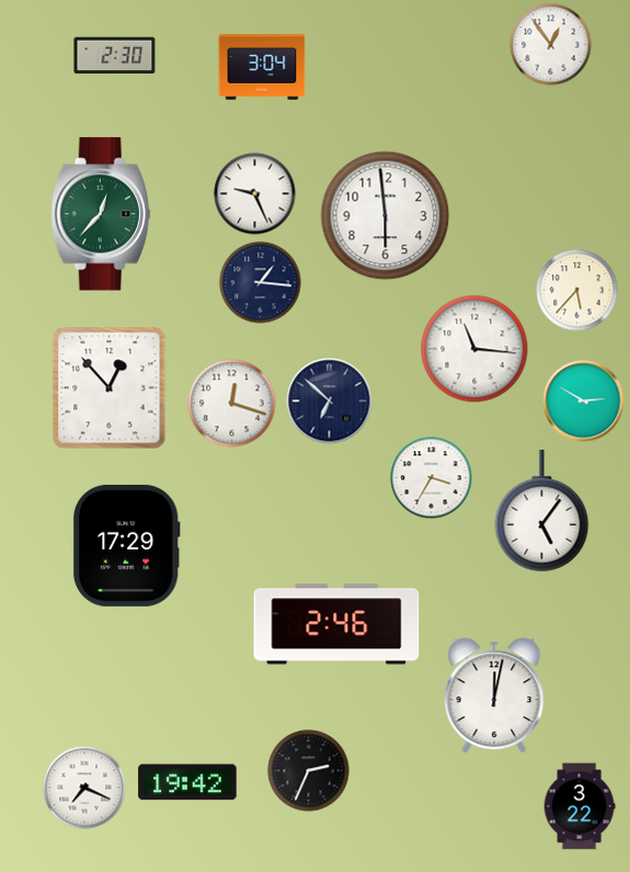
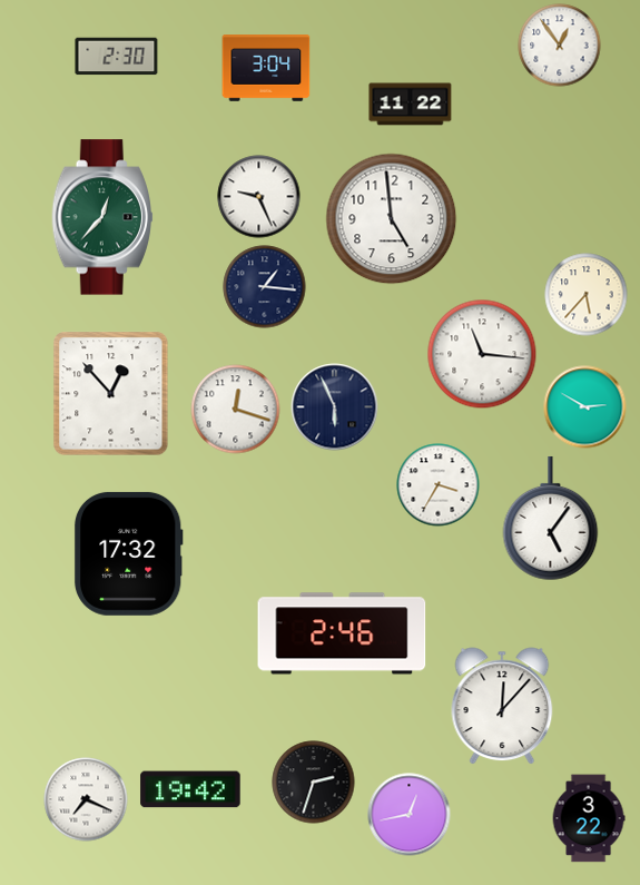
clock at (411, 105): none -> 11:22
clock at (386, 216): 5:59 -> 4:59
clock at (330, 401): 6:52 -> 5:56
clock at (584, 401) position: (584, 401) -> (585, 407)
clock at (126, 545): 17:29 -> 17:32
clock at (494, 695): 12:02 -> 12:07
clock at (309, 771): 2:34 -> 2:33
clock at (187, 782) position: (187, 782) -> (190, 789)
clock at (410, 815): none -> 12:43
